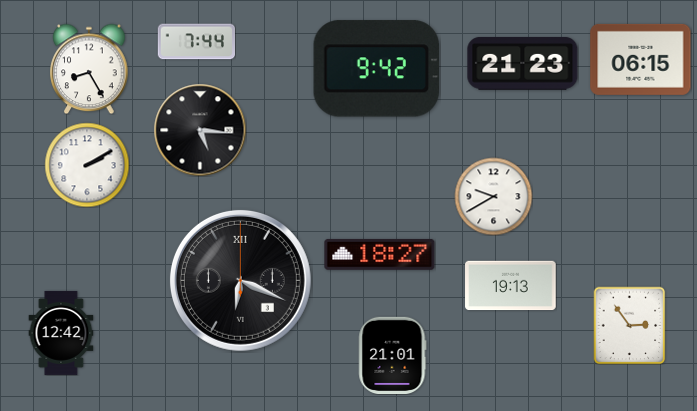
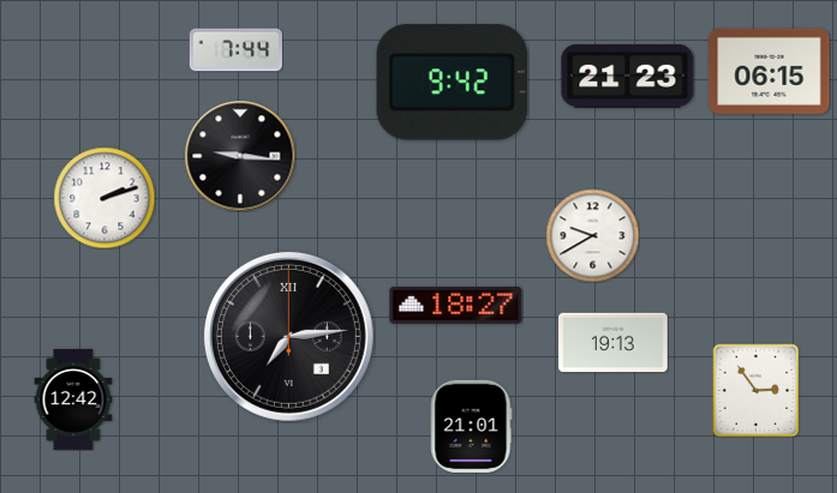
clock at (89, 69): 8:25 -> none
clock at (200, 130): 5:16 -> 9:16
clock at (87, 165): 2:10 -> 2:12
clock at (240, 280): 6:19 -> 7:14
